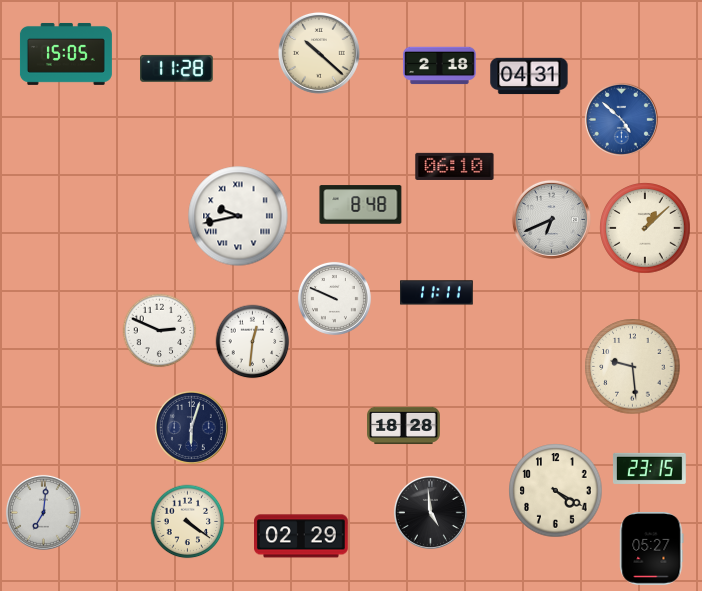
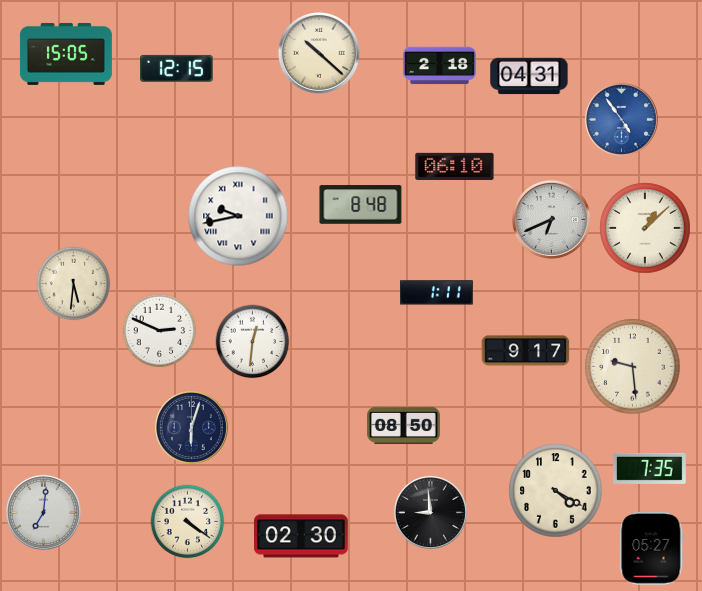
clock at (177, 68): 11:28 -> 12:15
clock at (621, 119): 4:52 -> 4:54
clock at (74, 284): none -> 5:31
clock at (437, 293): 11:11 -> 1:11
clock at (334, 298): 9:49 -> none
clock at (526, 351): none -> 9:17
clock at (404, 426): 18:28 -> 08:50
clock at (649, 468): 23:15 -> 7:35
clock at (430, 512): 4:59 -> 8:59
clock at (302, 536): 02:29 -> 02:30
